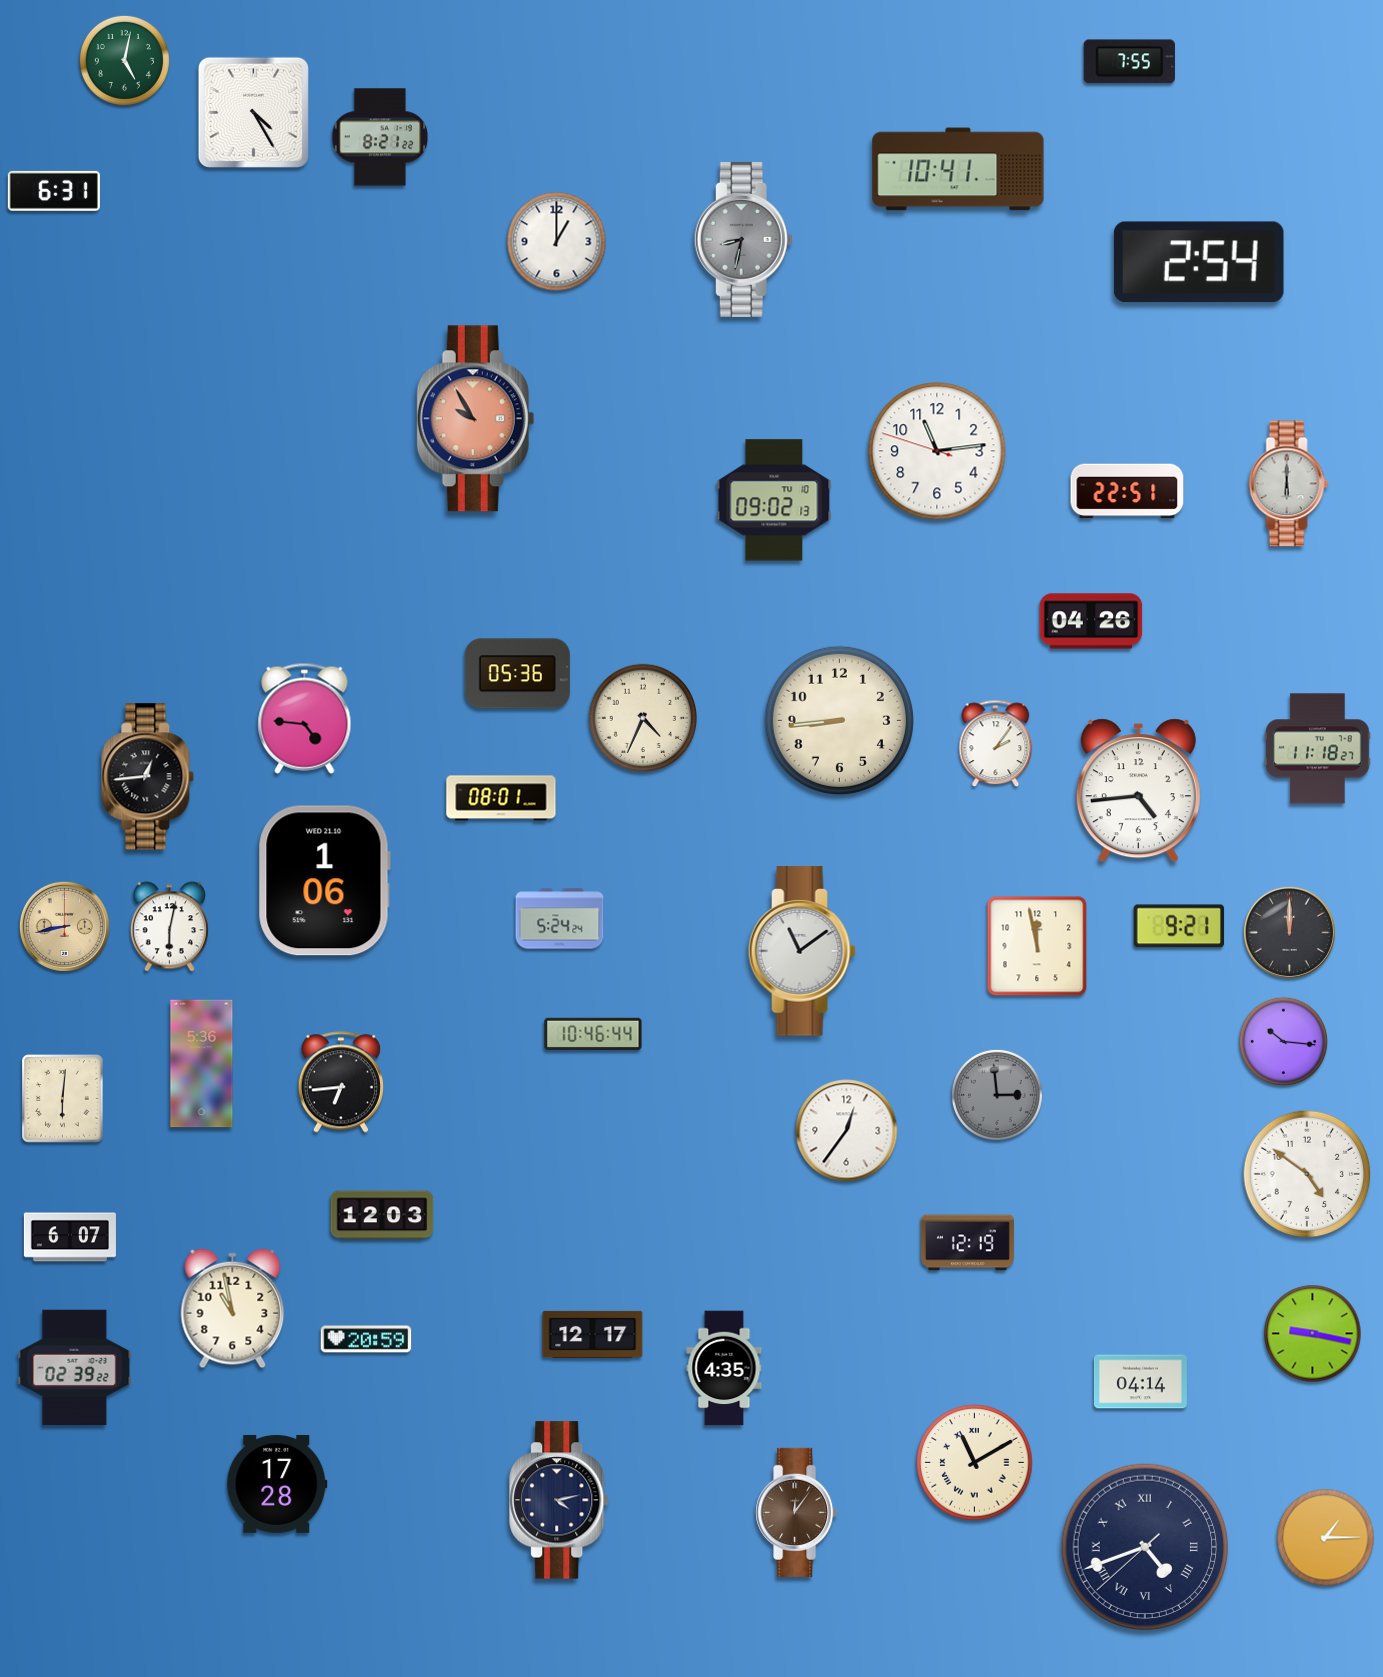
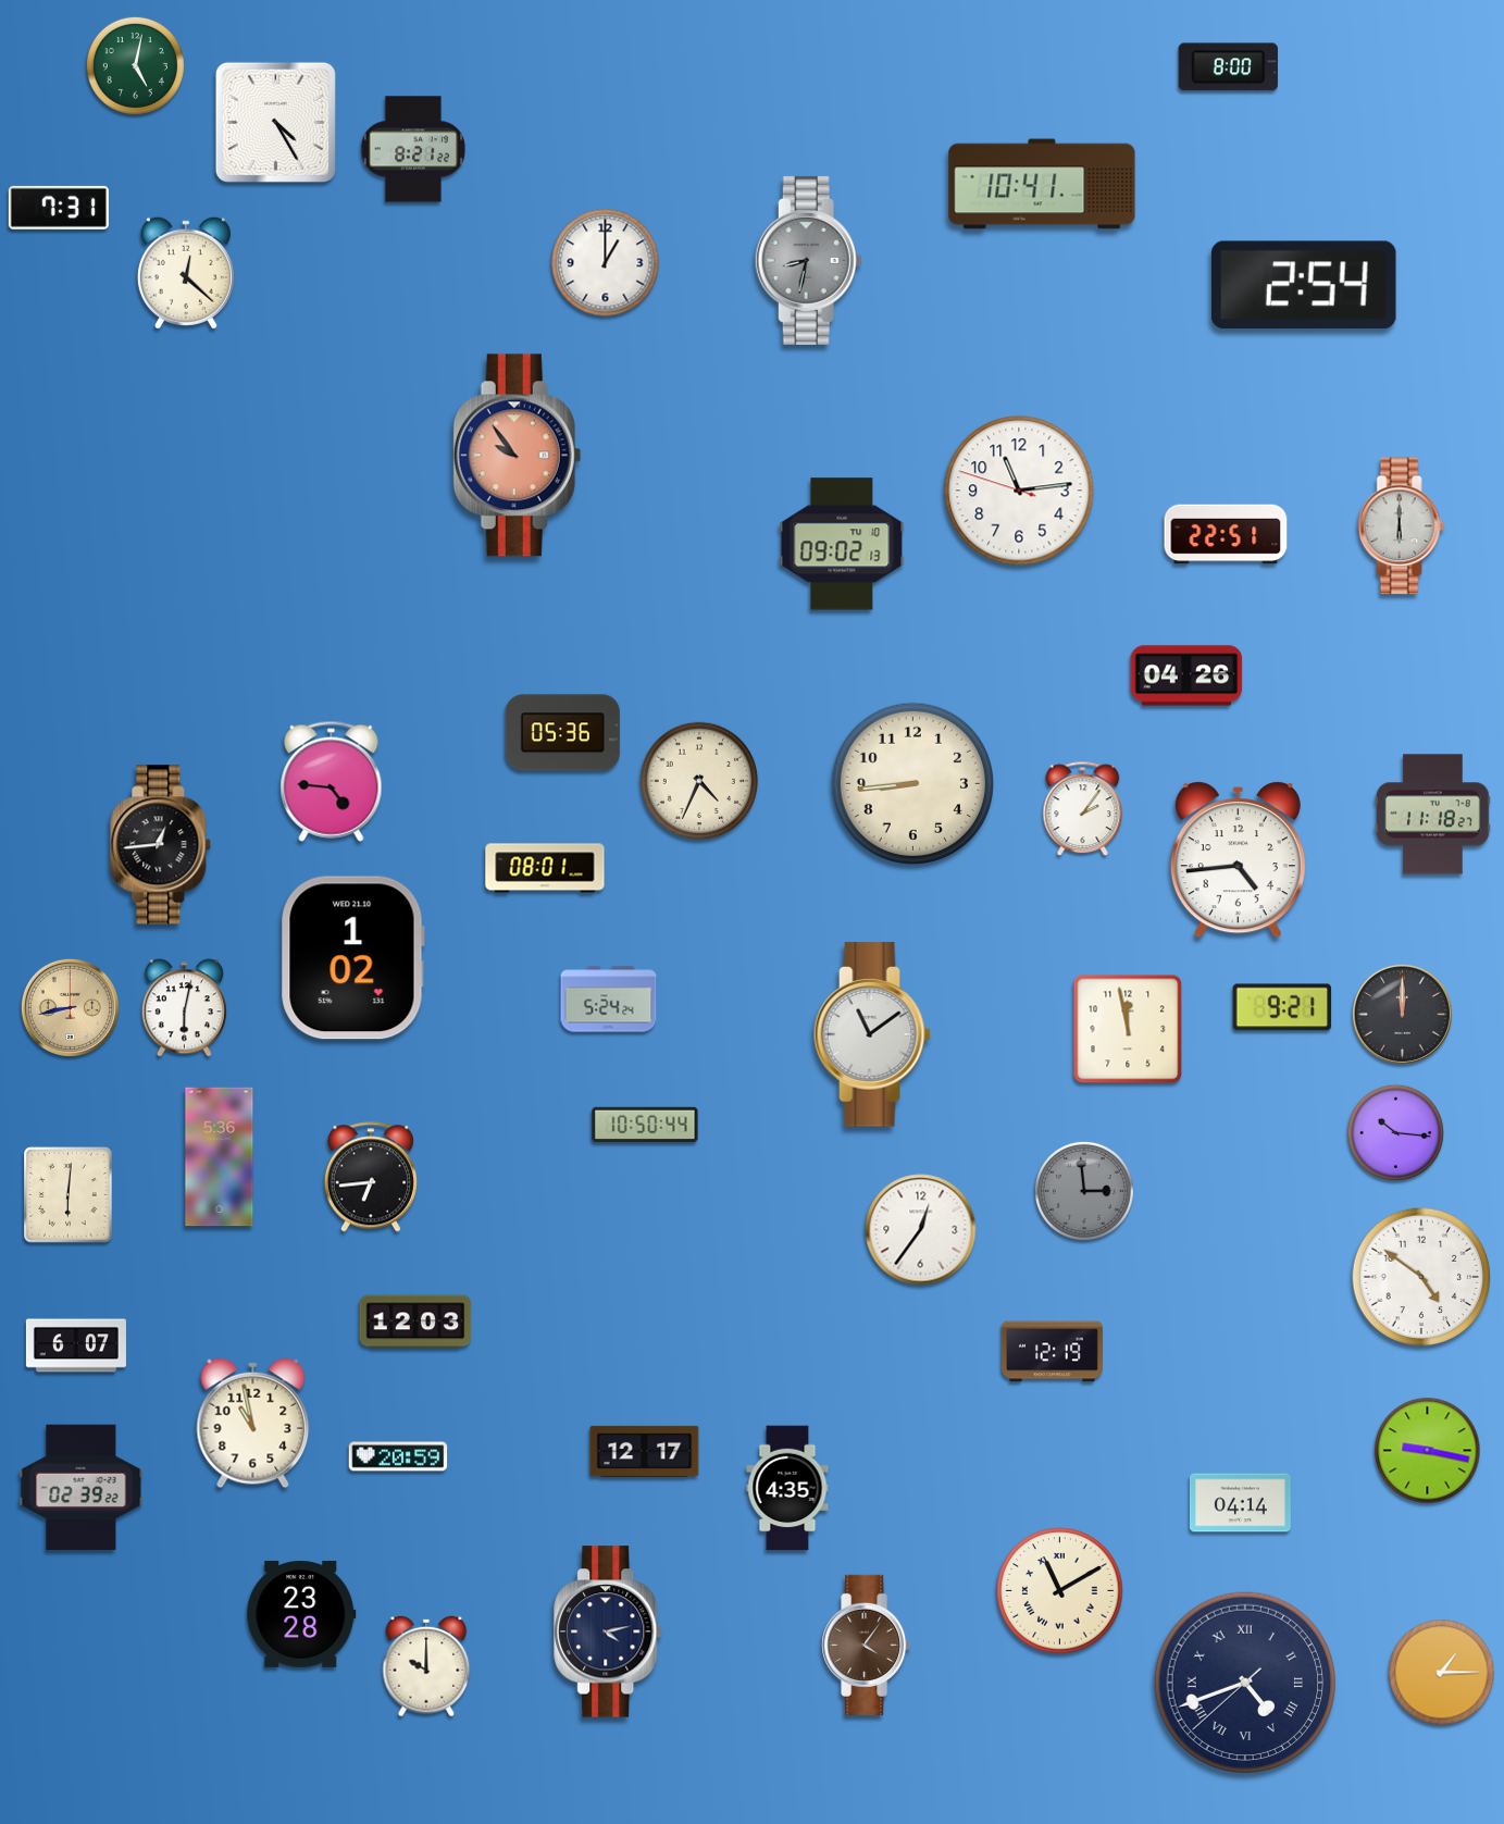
clock at (1129, 62): 7:55 -> 8:00
clock at (54, 191): 6:31 -> 7:31
clock at (186, 273): none -> 12:22
clock at (476, 419): 9:55 -> 9:54
clock at (324, 881): 1:06 -> 1:02
clock at (593, 1034): 10:46 -> 10:50
clock at (277, 1484): 17:28 -> 23:28
clock at (797, 1512): 12:06 -> 4:06
clock at (426, 1666): none -> 10:00
